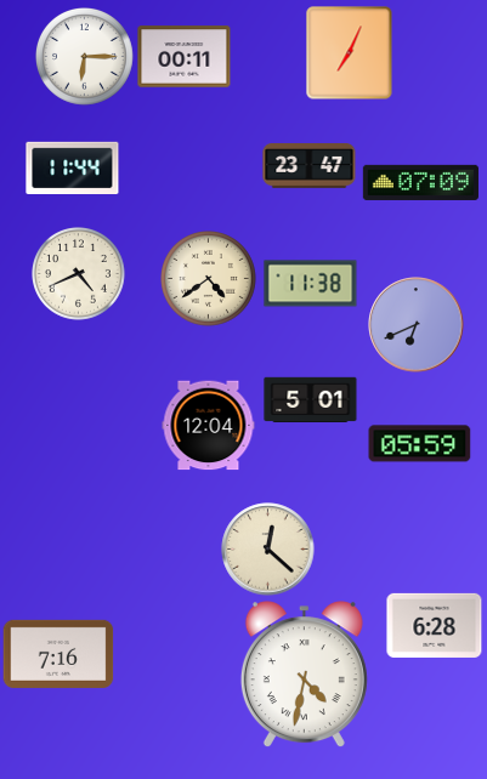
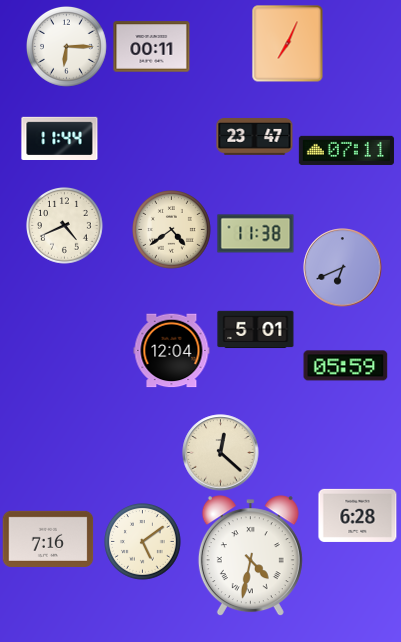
clock at (85, 57) position: (85, 57) -> (67, 47)
clock at (420, 182): 07:09 -> 07:11
clock at (143, 542): none -> 5:09
